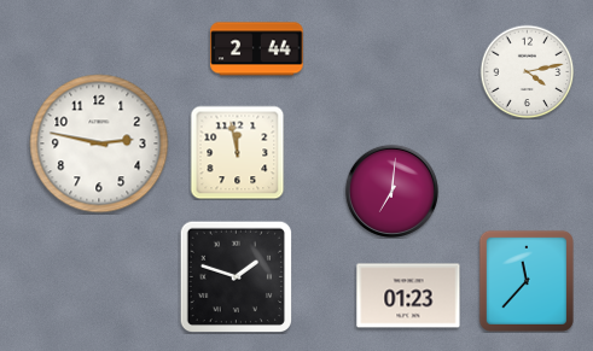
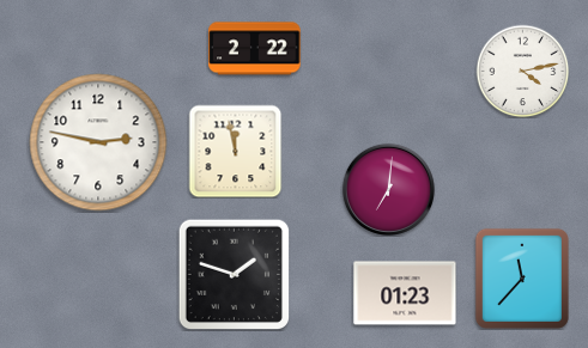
clock at (257, 49): 2:44 -> 2:22
